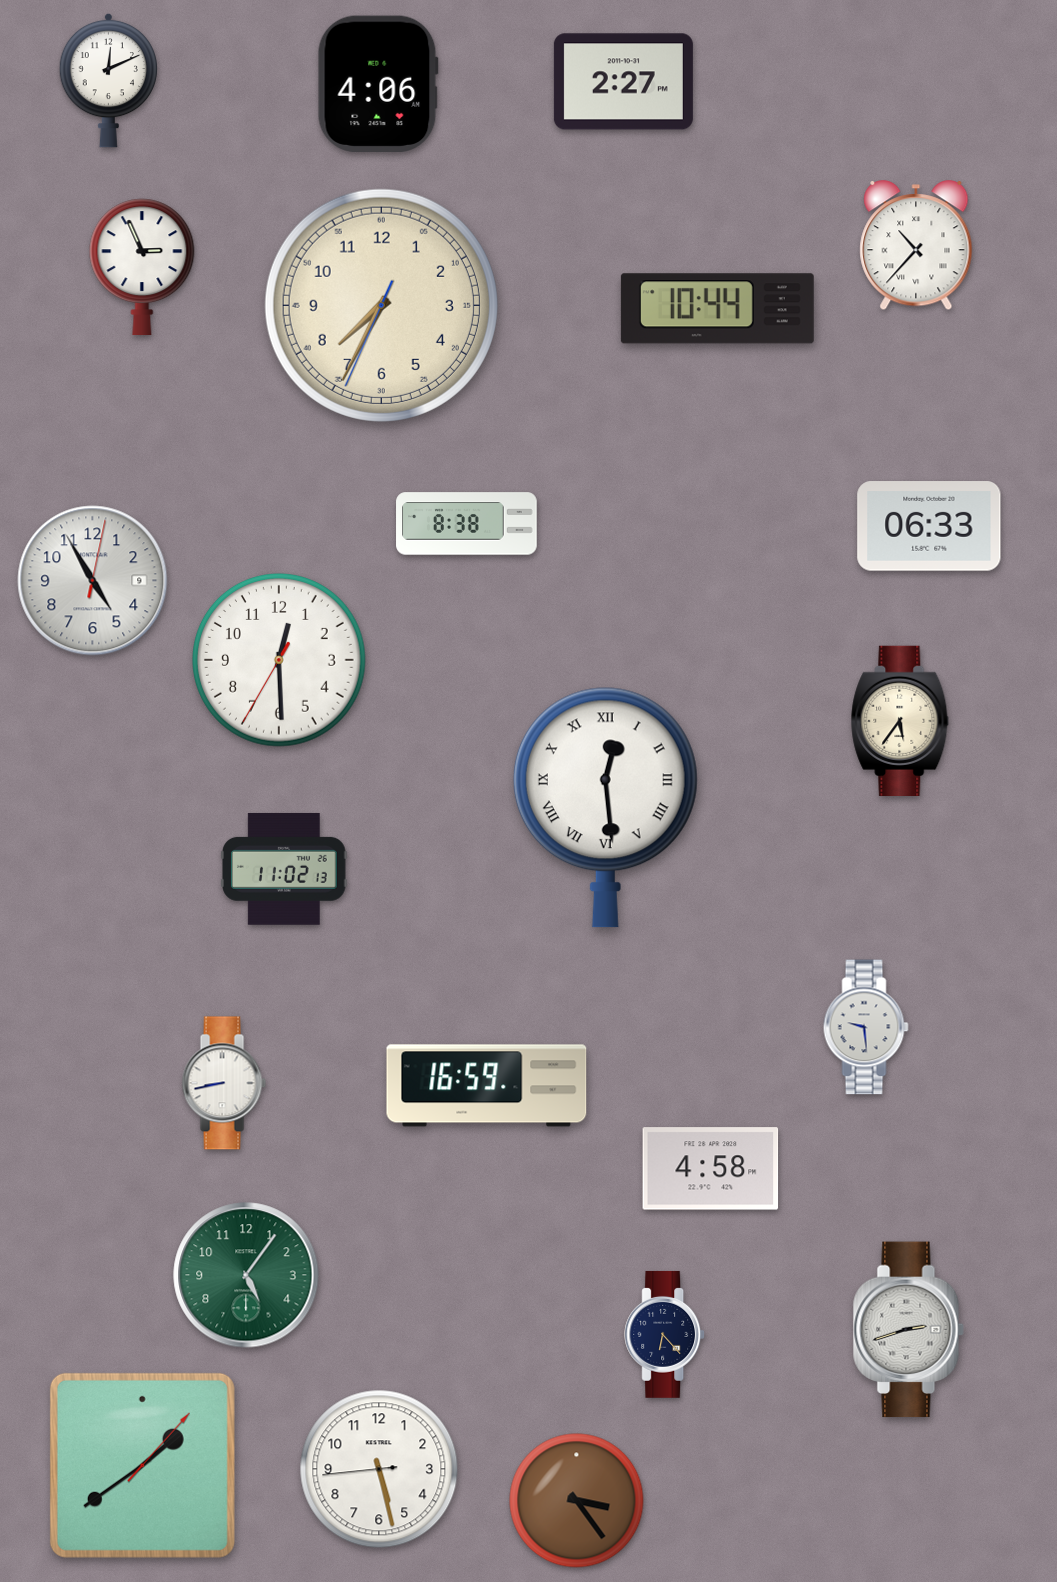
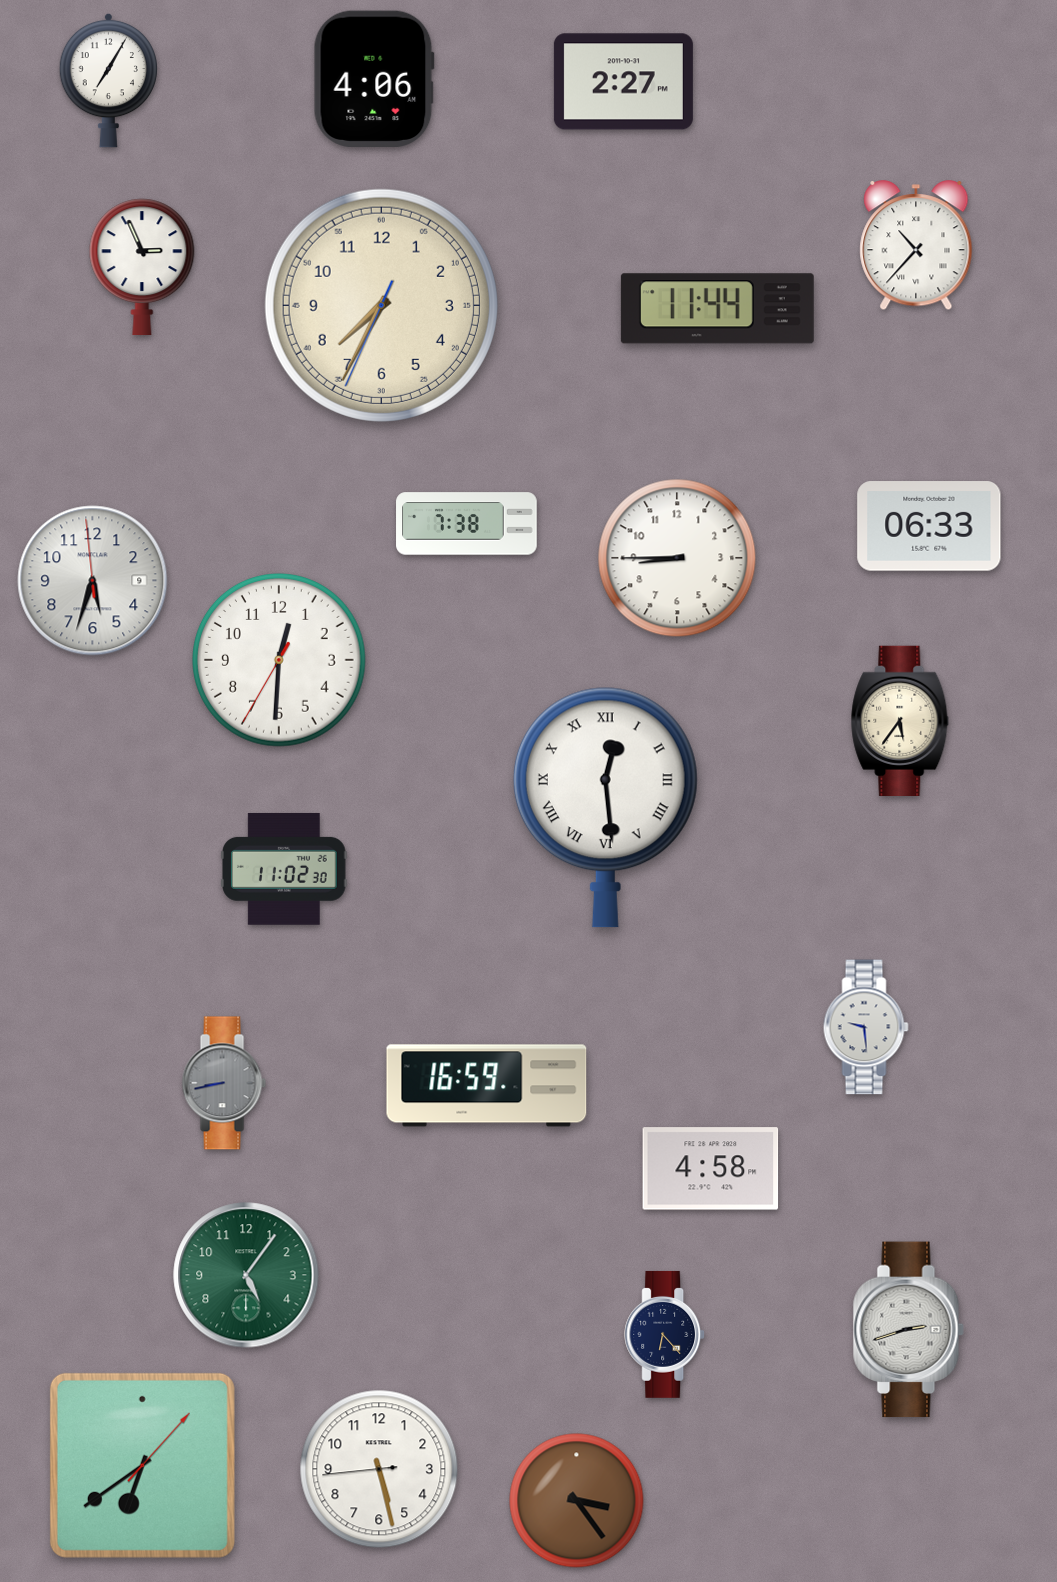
clock at (108, 80): 12:11 -> 7:05
clock at (378, 83) position: (378, 83) -> (374, 78)
clock at (717, 309): 10:44 -> 11:44
clock at (467, 524): 8:38 -> 7:38
clock at (677, 558): none -> 8:45
clock at (93, 581): 4:55 -> 5:32
clock at (280, 661): 12:29 -> 12:30
clock at (285, 869): 11:02:13 -> 11:02:30
clock at (224, 1083) dial: white -> grey
clock at (142, 1465): 1:39 -> 6:39
